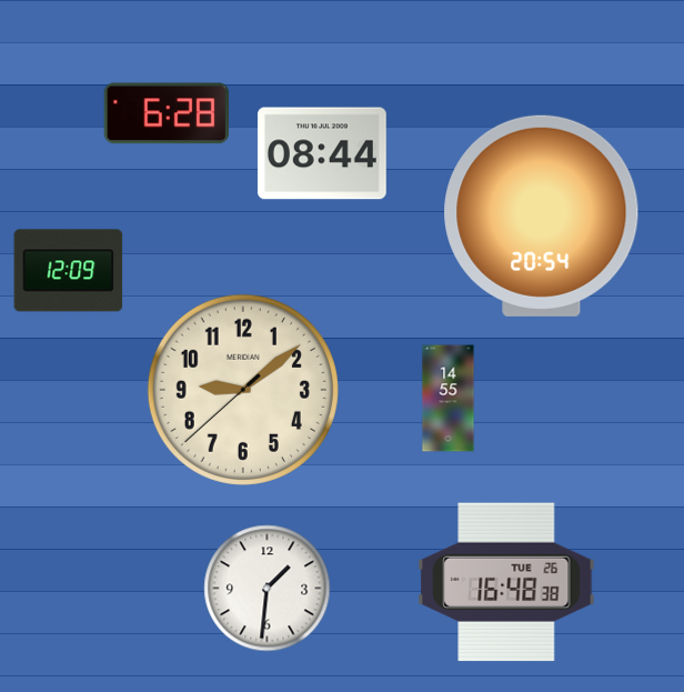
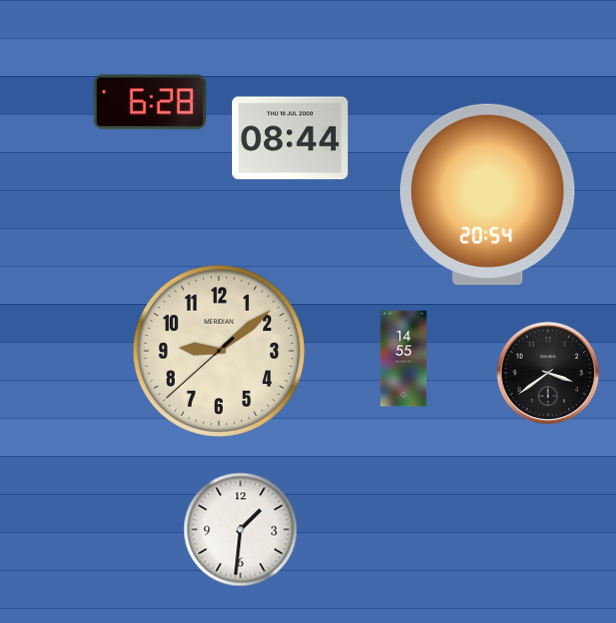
clock at (69, 271): 12:09 -> none
clock at (548, 373): none -> 3:39
clock at (506, 582): 16:48 -> none
